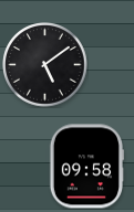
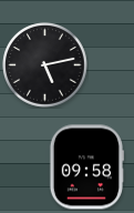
clock at (45, 65): 5:09 -> 5:13
